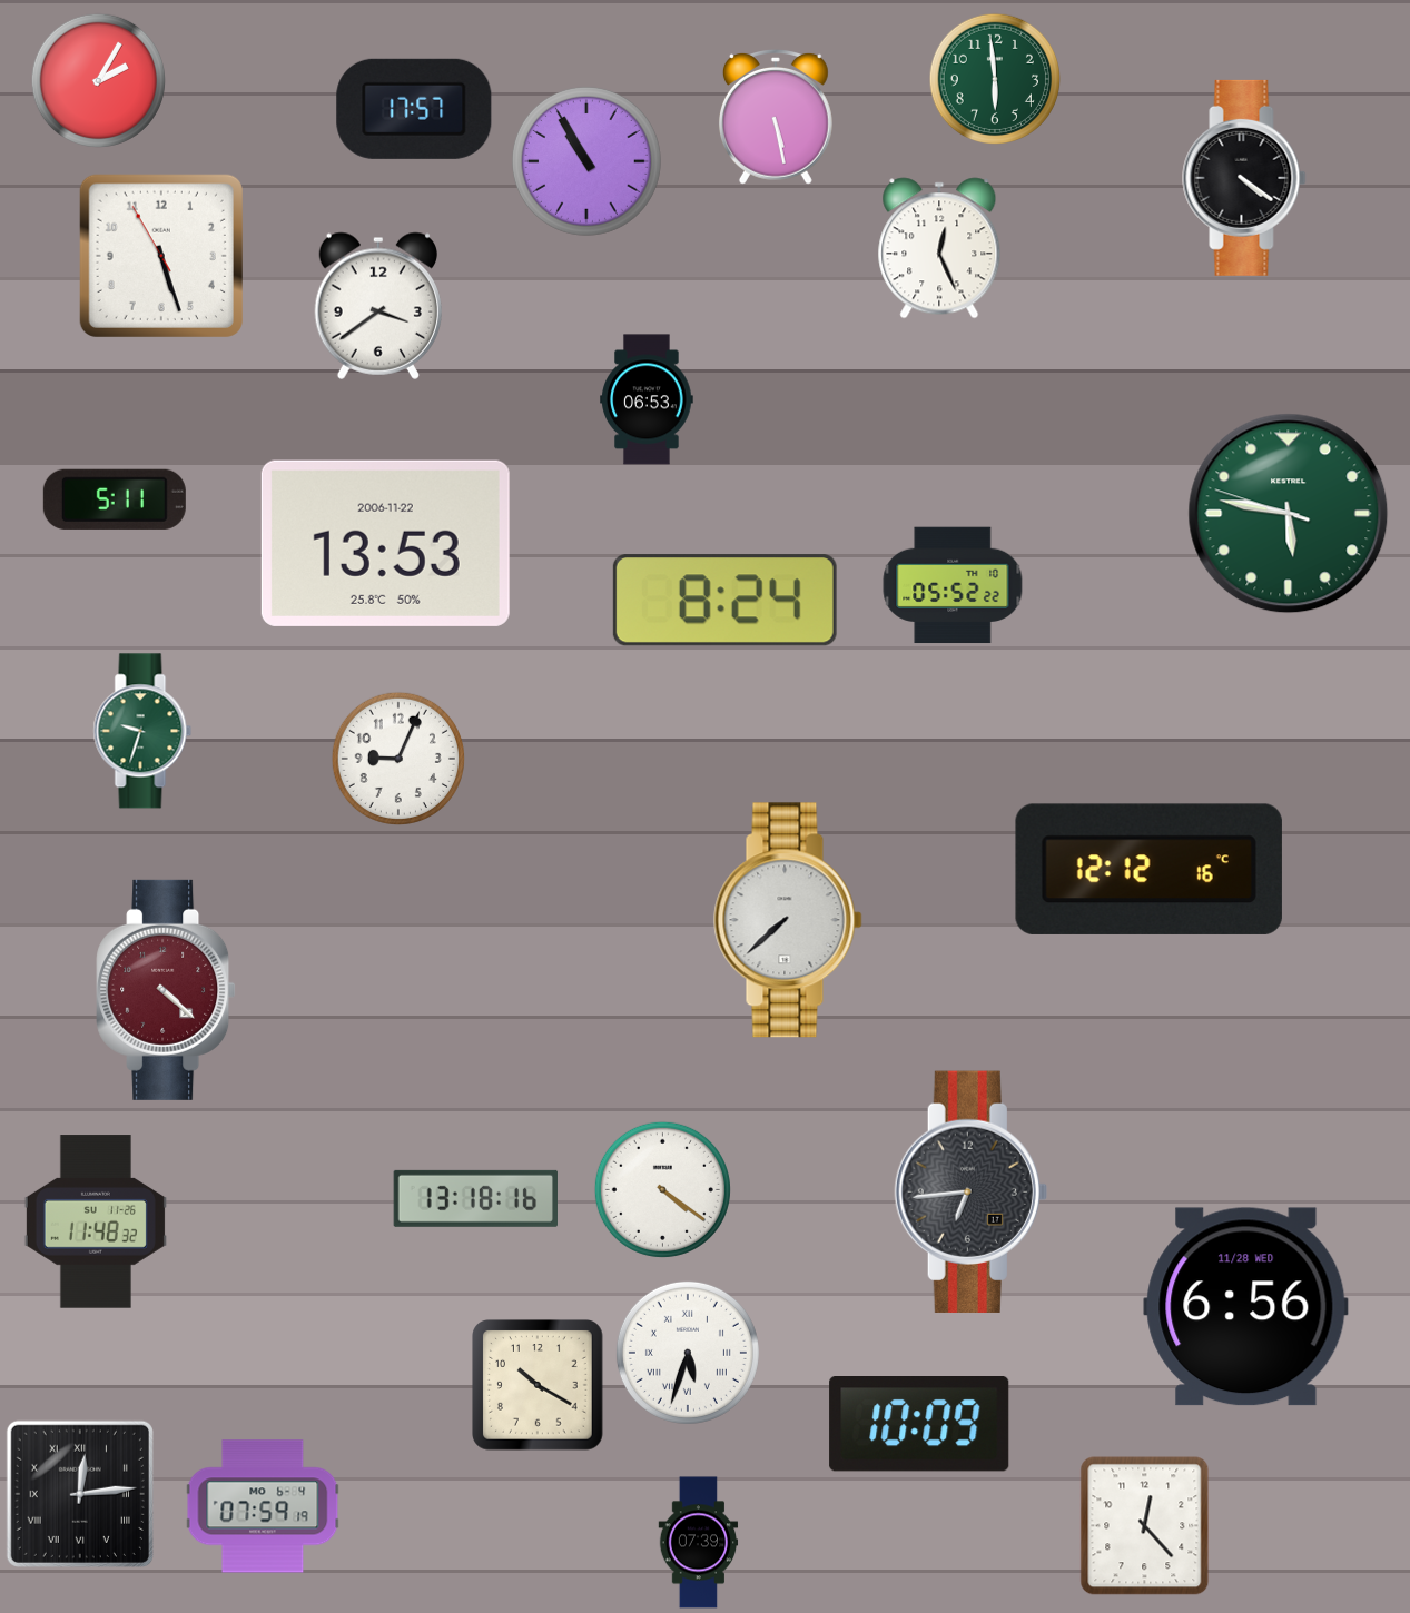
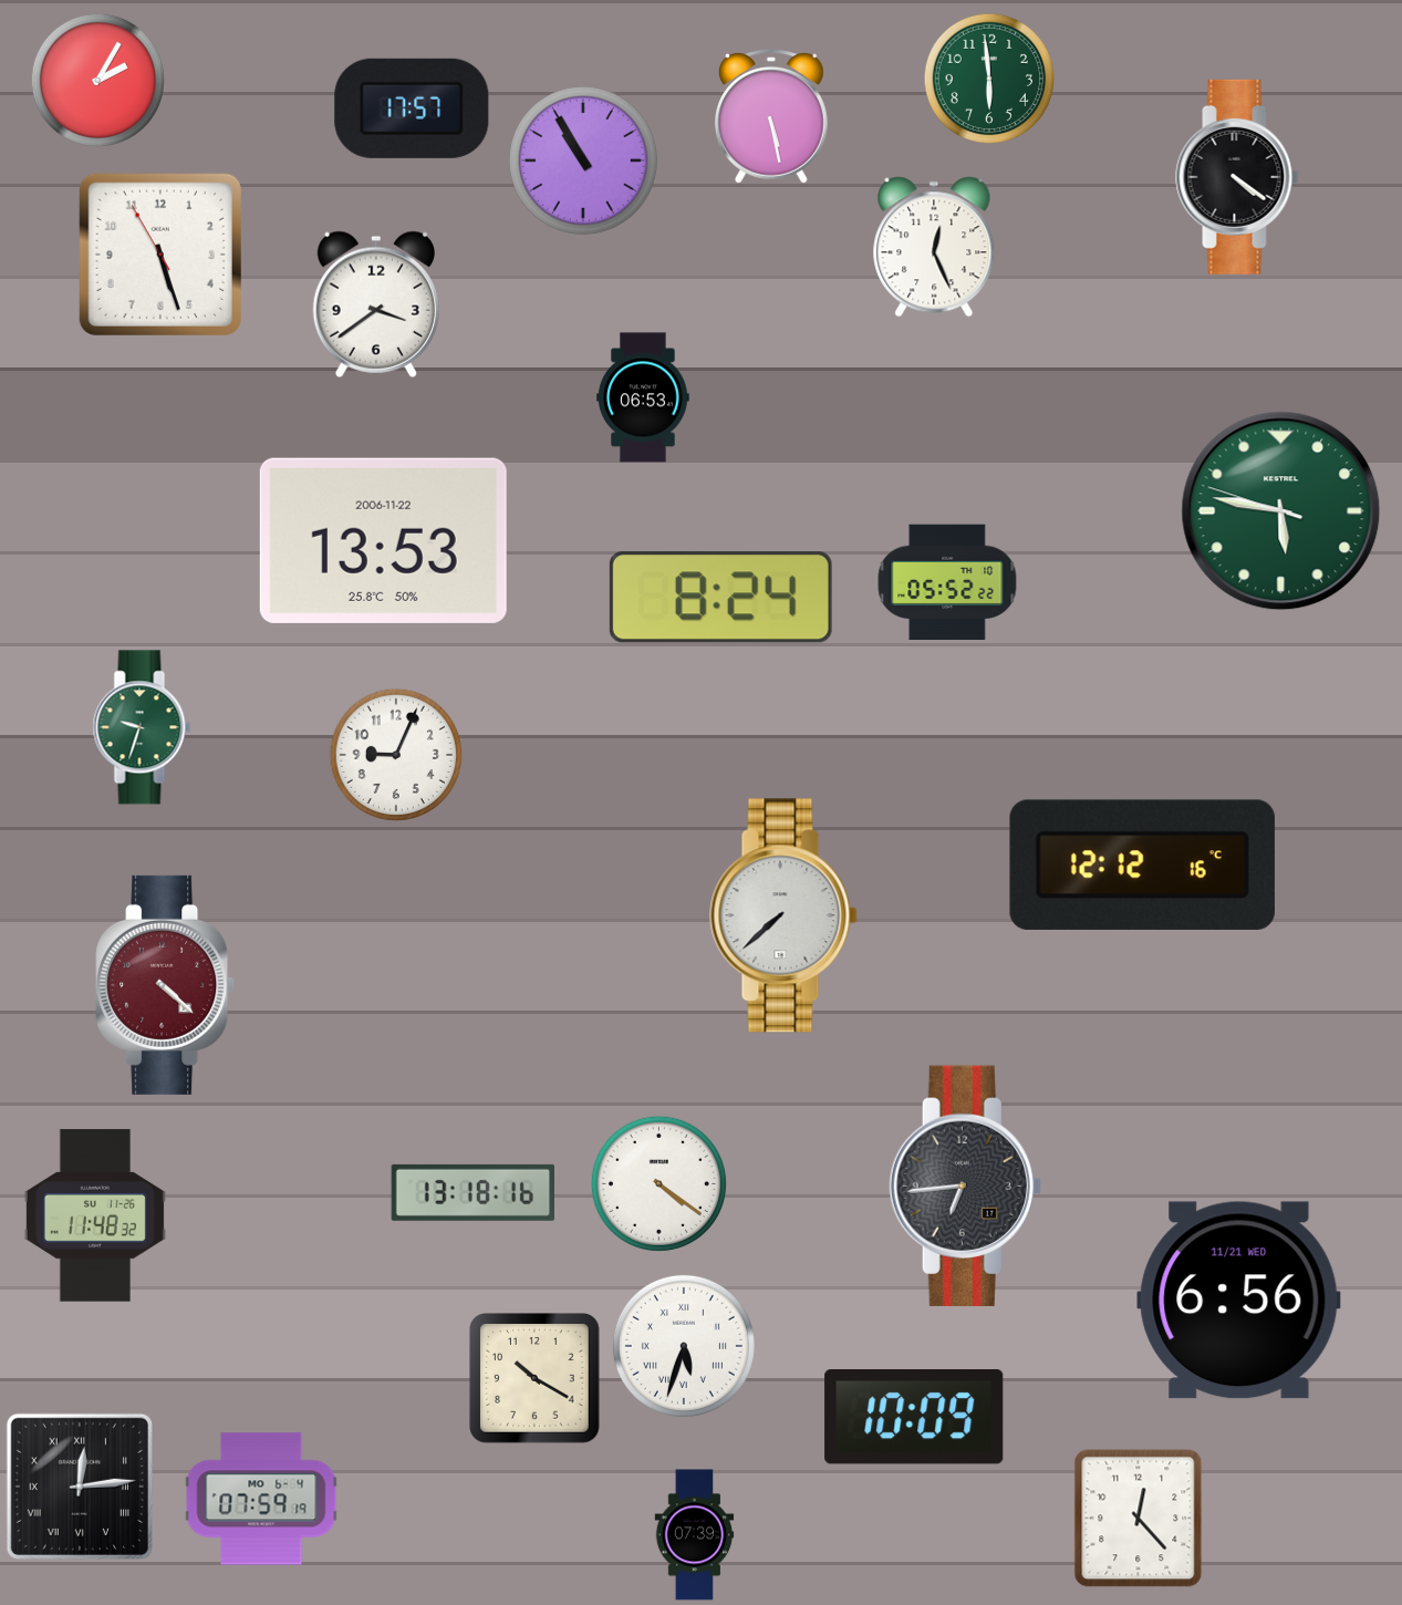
clock at (115, 499): 5:11 -> none
clock at (1246, 1307) date: 11/28 WED -> 11/21 WED
